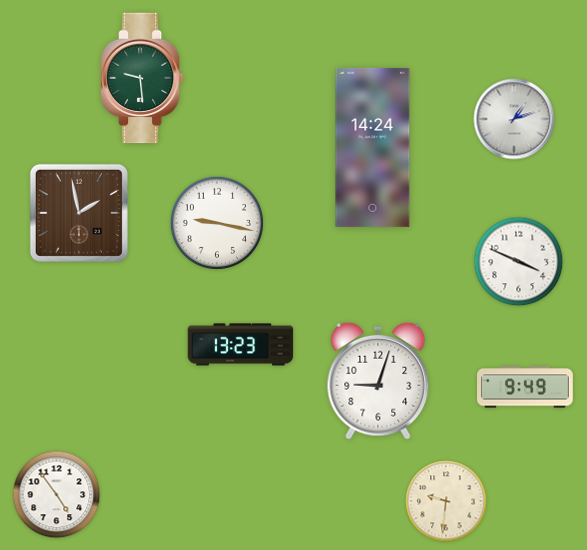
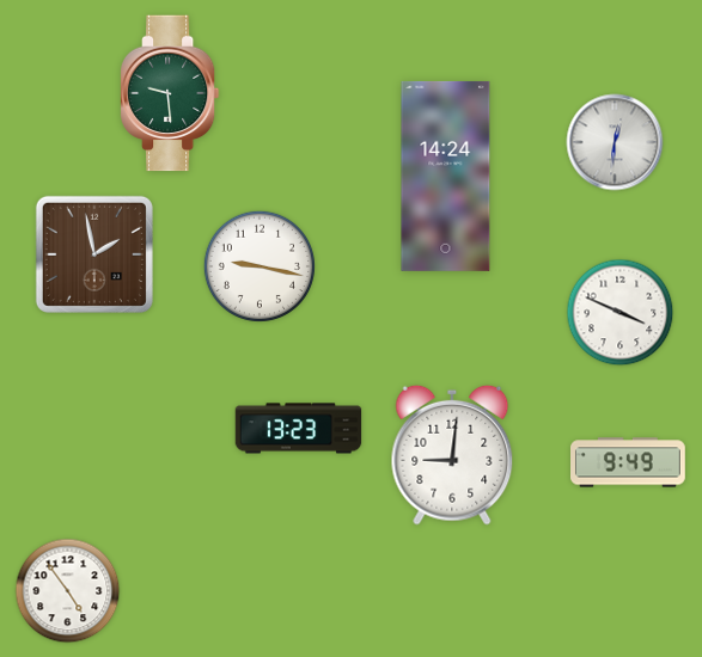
clock at (514, 119): 1:12 -> 12:31
clock at (241, 345) position: (241, 345) -> (299, 429)
clock at (378, 381): 9:03 -> 9:01
clock at (446, 501): 9:31 -> none
